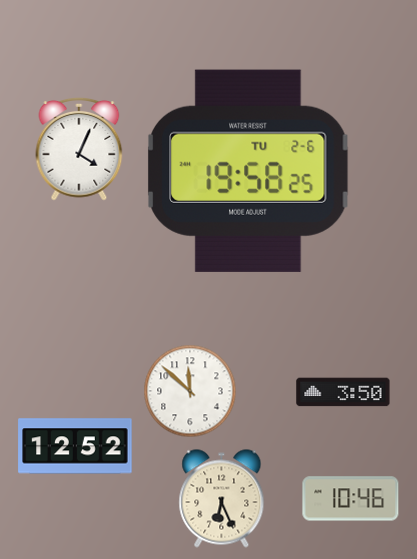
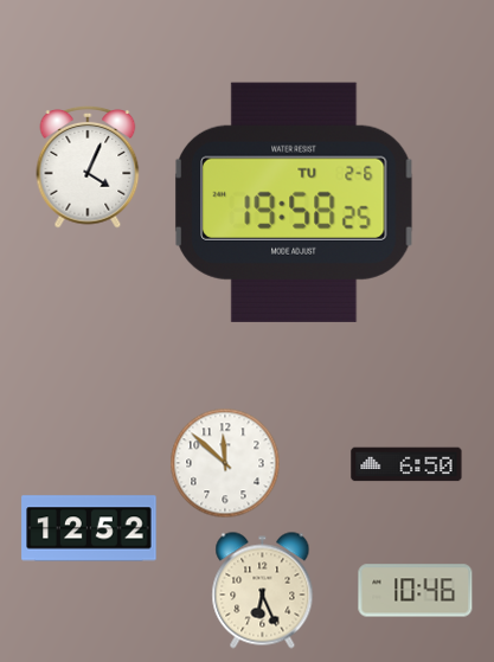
clock at (79, 149) position: (79, 149) -> (88, 167)
clock at (343, 392): 3:50 -> 6:50
